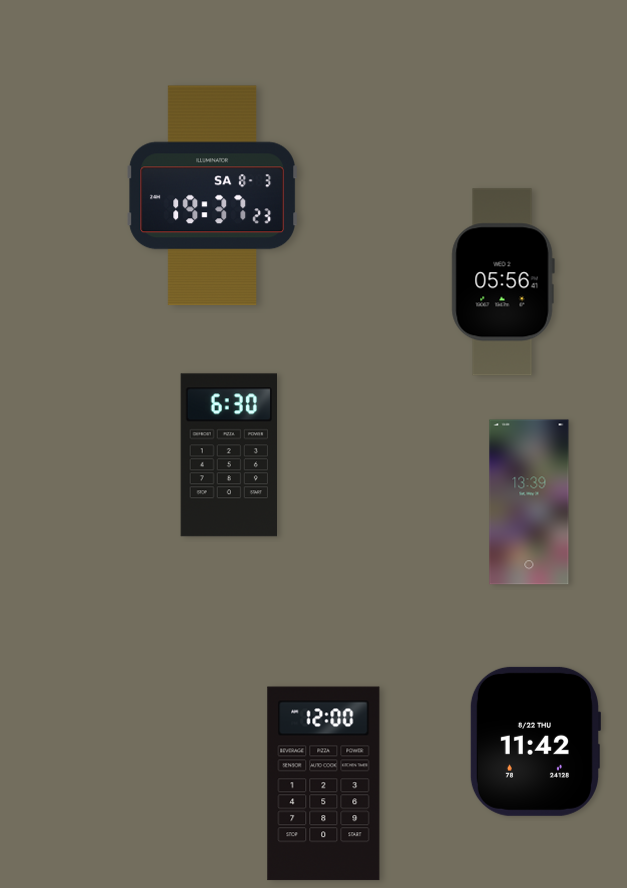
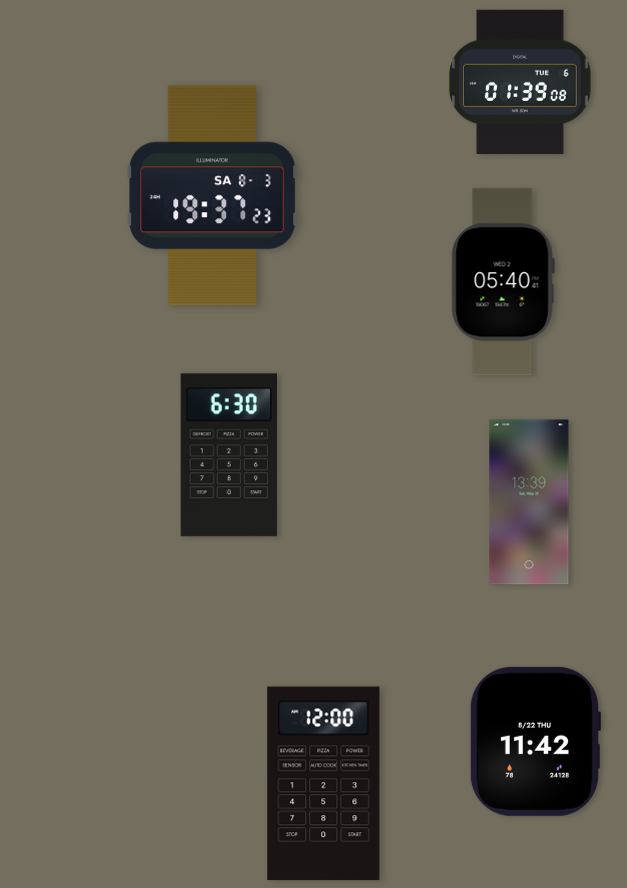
clock at (520, 82): none -> 01:39
clock at (503, 282): 05:56 -> 05:40
